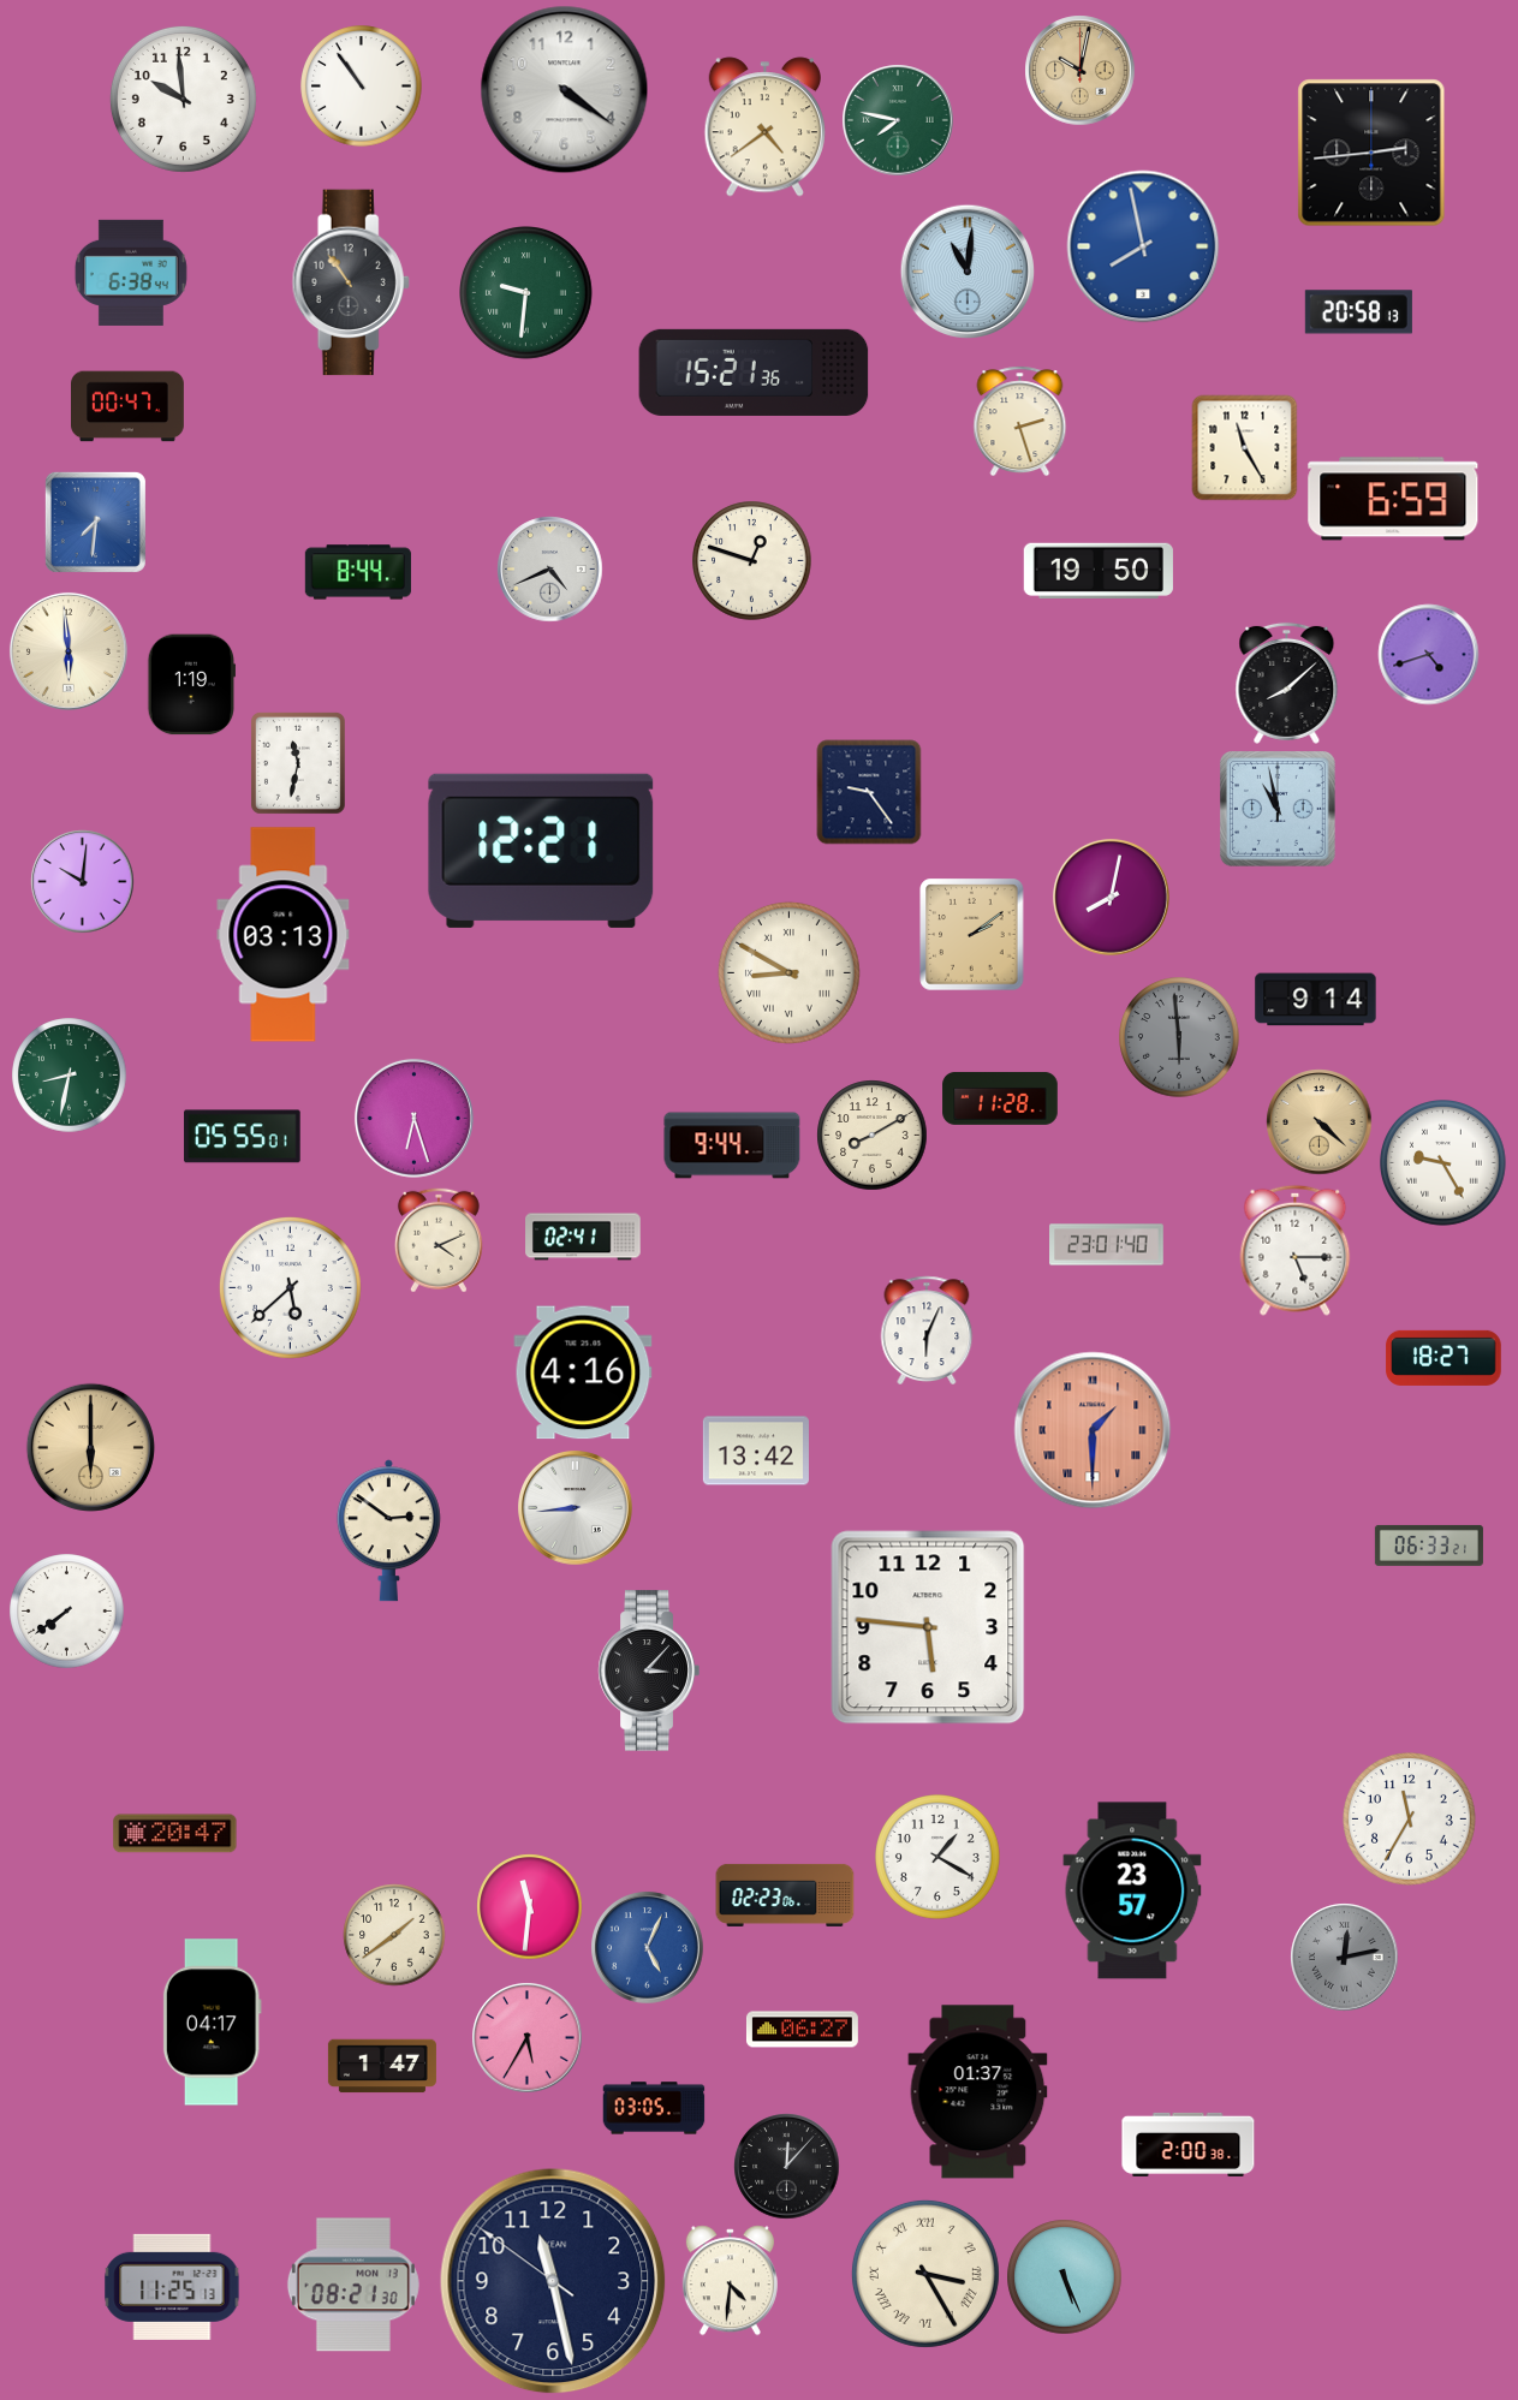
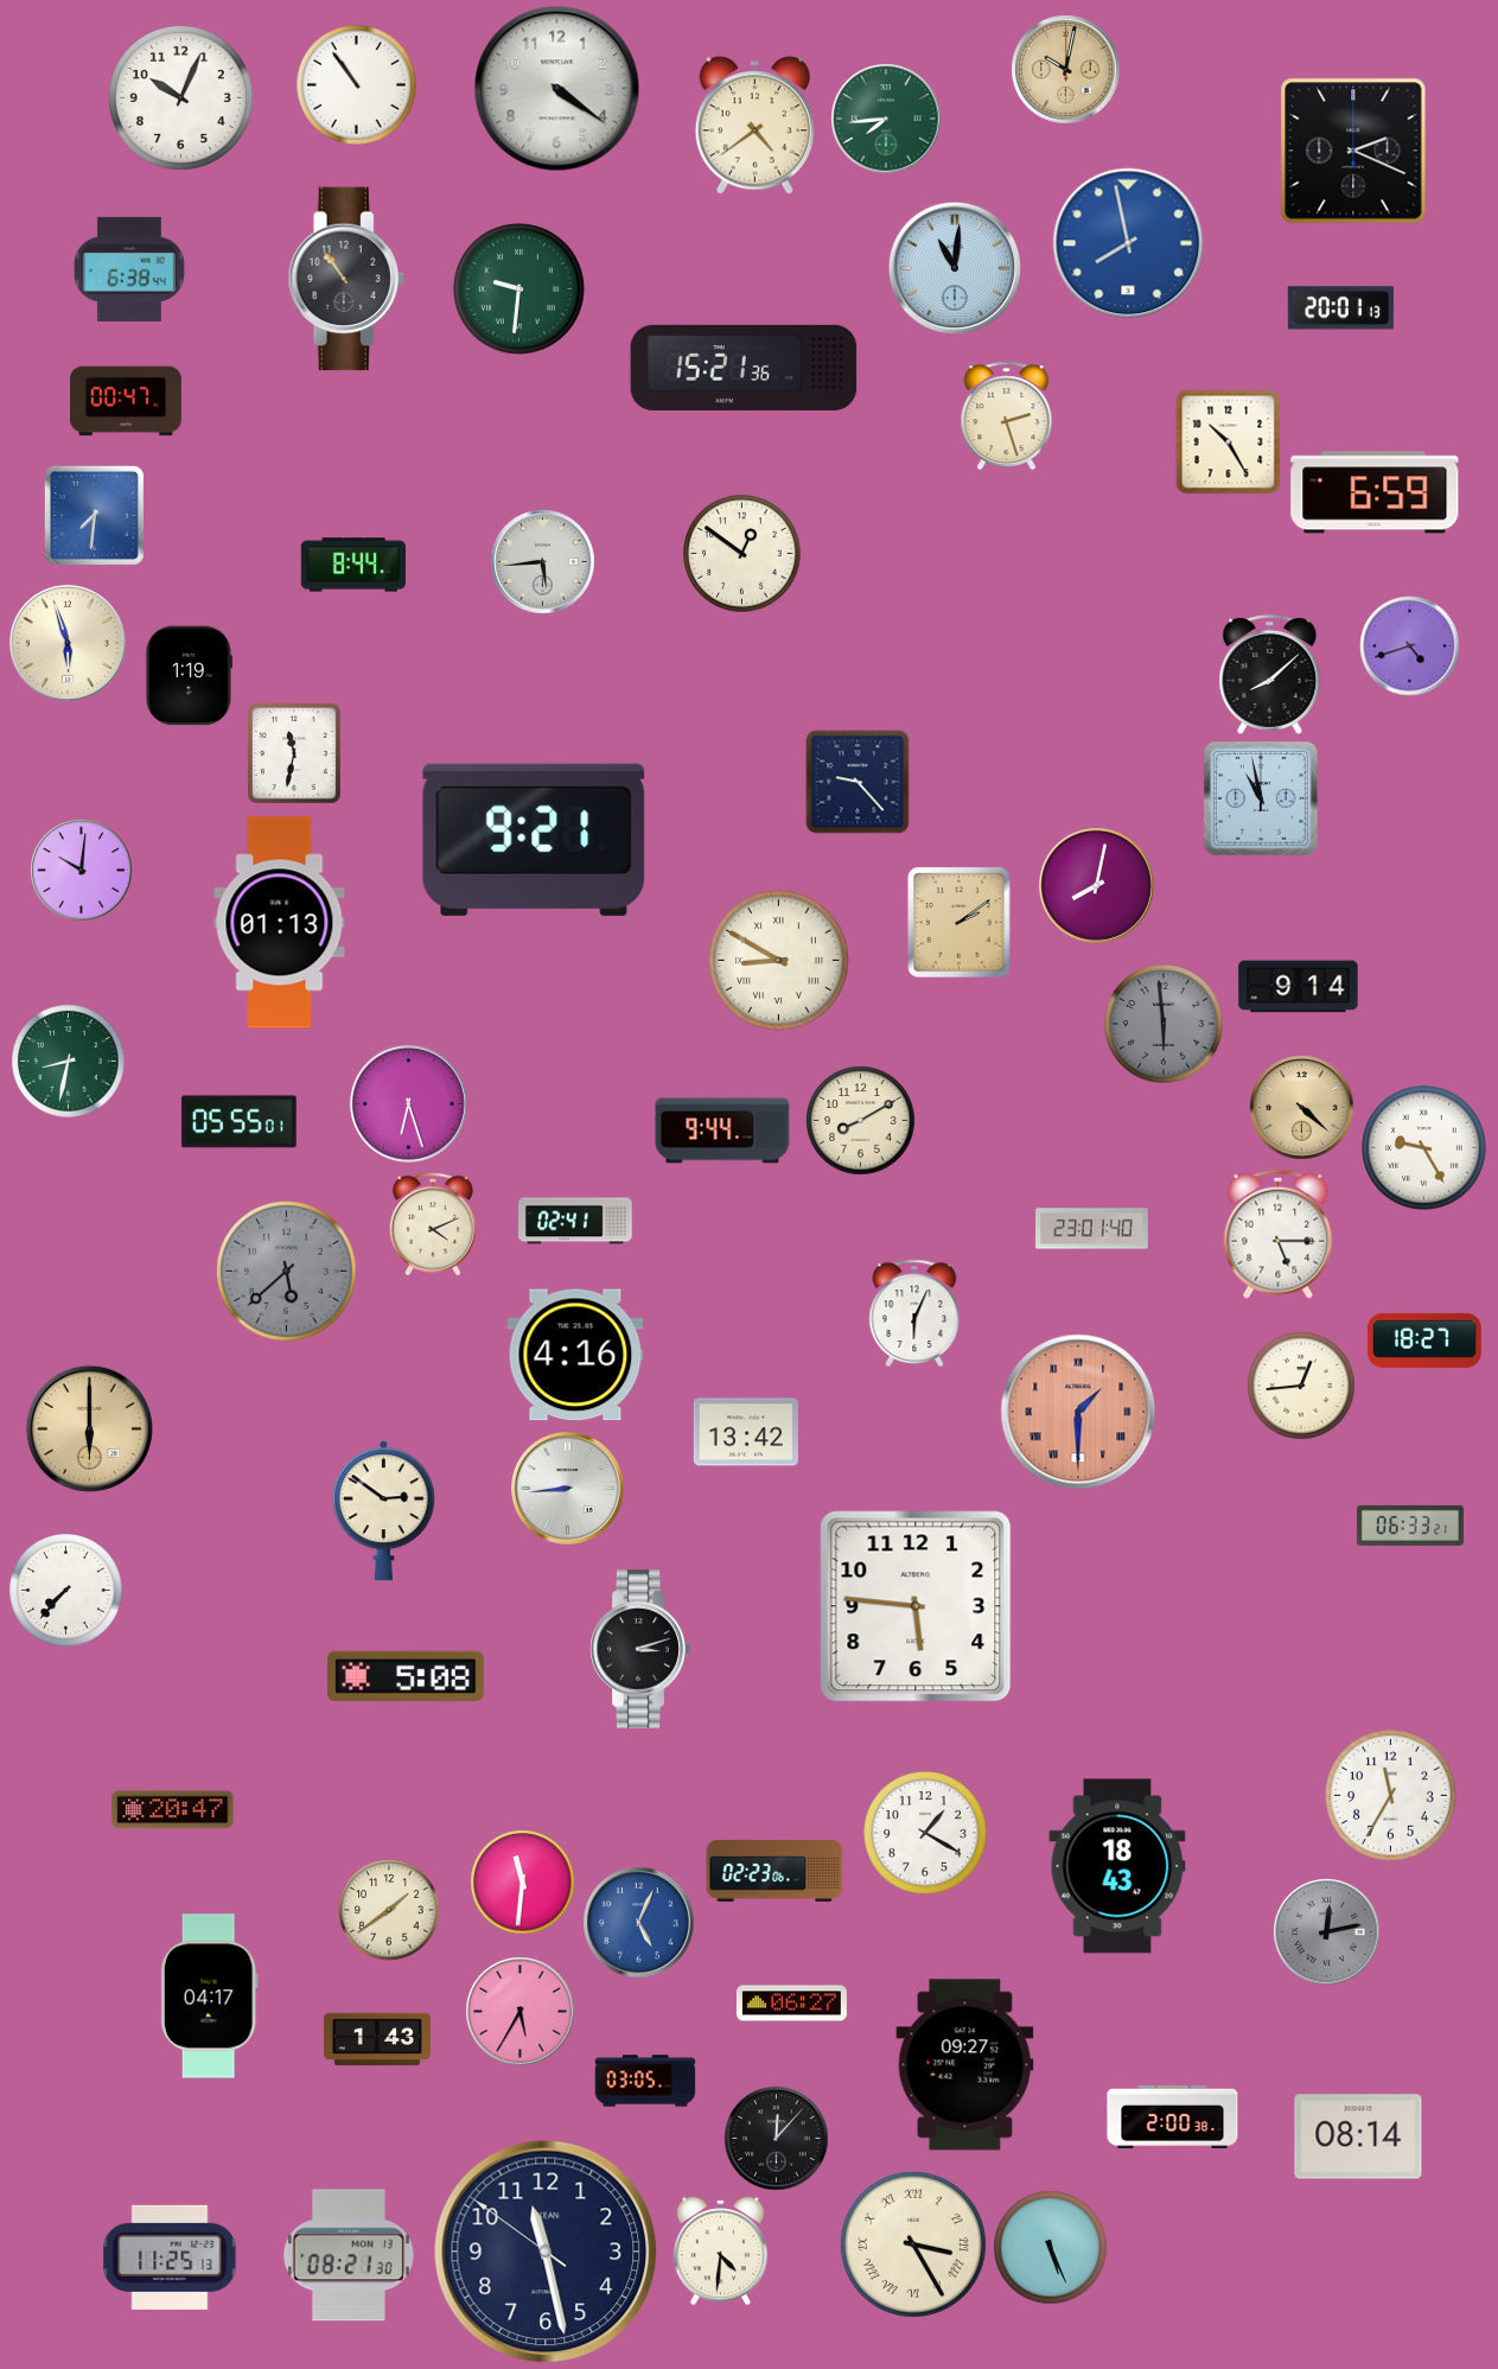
clock at (183, 99): 9:59 -> 10:04
clock at (898, 120): 7:47 -> 7:44
clock at (1371, 153): 2:44 -> 2:19
clock at (1358, 312): 20:58 -> 20:01
clock at (1245, 448): 11:25 -> 10:25
clock at (752, 561): 12:48 -> 12:51
clock at (550, 570): 4:41 -> 5:44
clock at (1099, 570): 19:50 -> none
clock at (69, 651): 5:59 -> 5:57
clock at (869, 792): 9:24 -> 9:23
clock at (541, 851): 12:21 -> 9:21
clock at (284, 935): 03:13 -> 01:13
clock at (1000, 1098): 11:28 -> none
clock at (290, 1287) dial: white -> grey
clock at (1301, 1386): none -> 12:44
clock at (67, 1612): 7:39 -> 7:37
clock at (649, 1671): 3:07 -> 3:12
clock at (407, 1676): none -> 5:08
clock at (1132, 1890): 23:57 -> 18:43
clock at (382, 2066): 1:47 -> 1:43
clock at (978, 2092): 01:37 -> 09:27
clock at (1358, 2136): none -> 08:14
